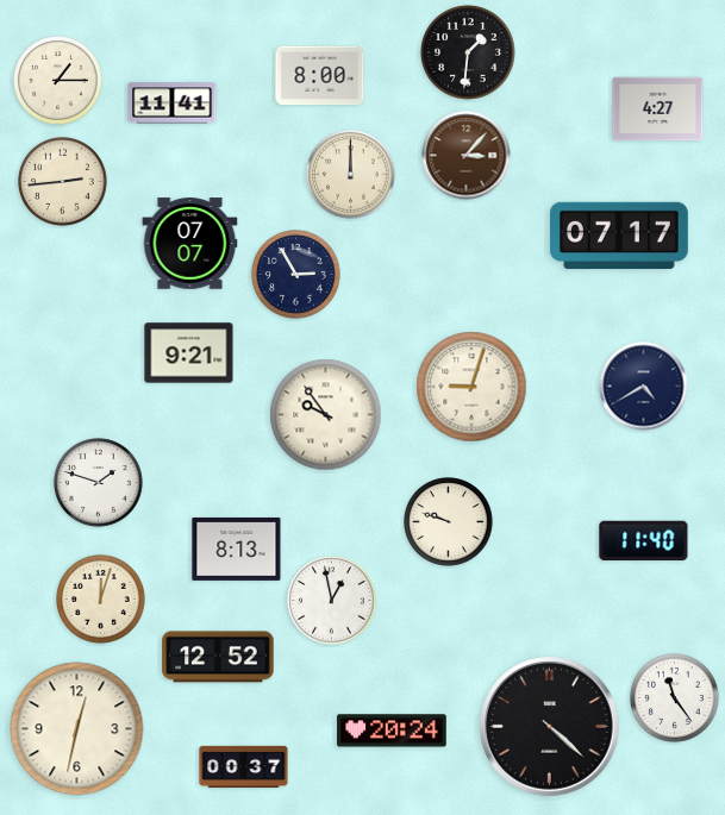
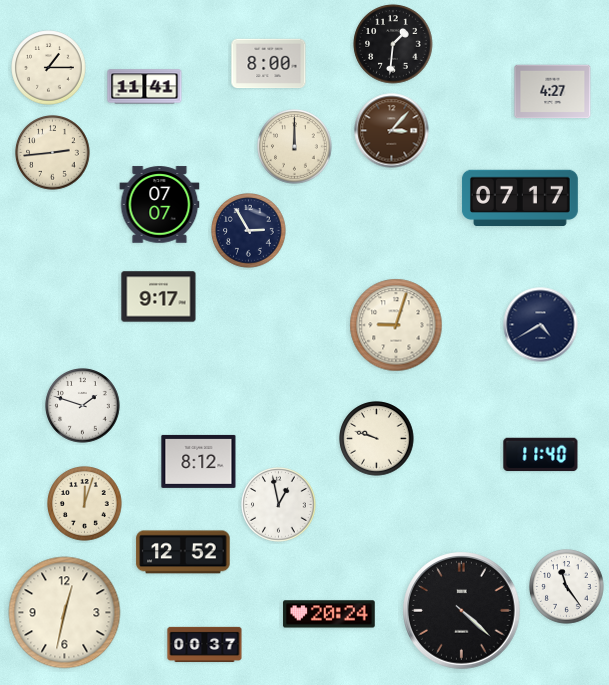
clock at (189, 353): 9:21 -> 9:17
clock at (326, 415): 9:54 -> none
clock at (237, 548): 8:13 -> 8:12
